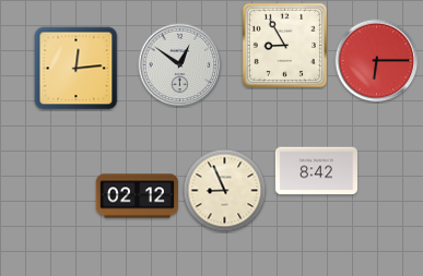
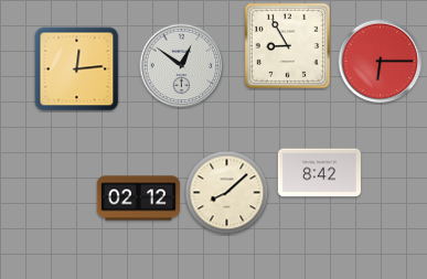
clock at (225, 191): 8:56 -> 8:08
